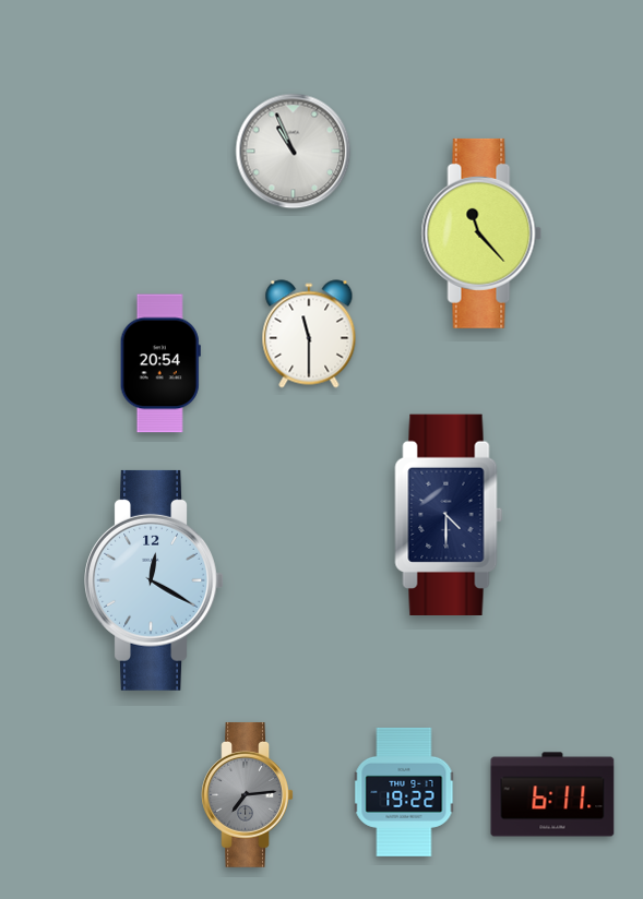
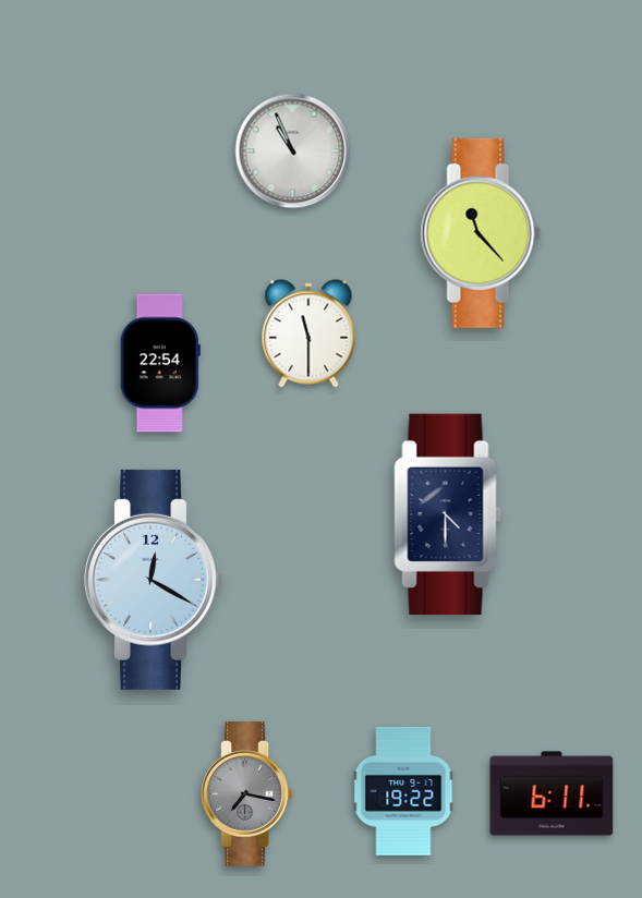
clock at (160, 363): 20:54 -> 22:54
clock at (248, 794): 7:14 -> 7:17
